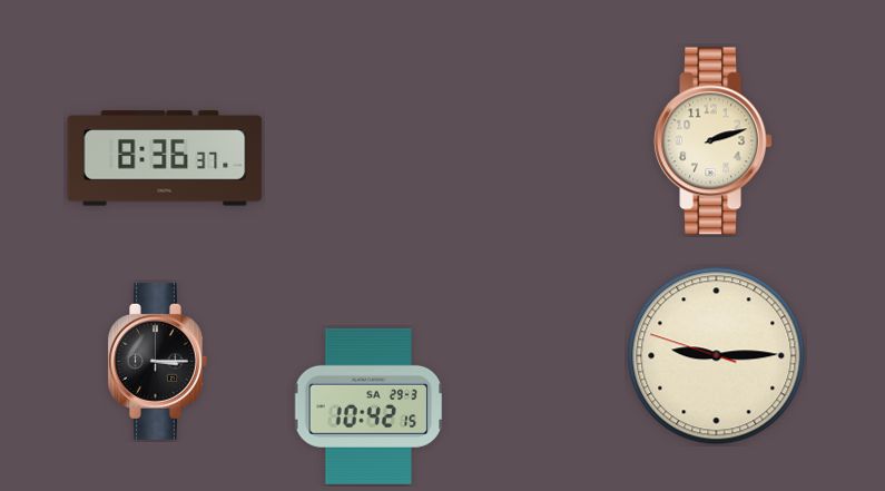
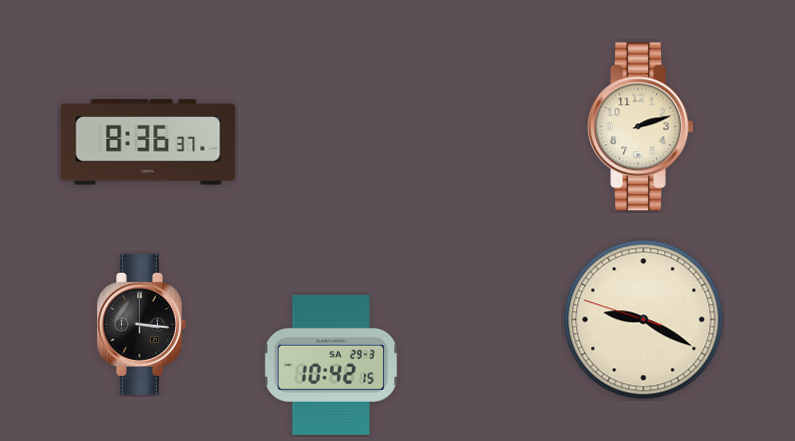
clock at (717, 356): 9:14 -> 9:19
clock at (157, 361): 3:15 -> 3:16
